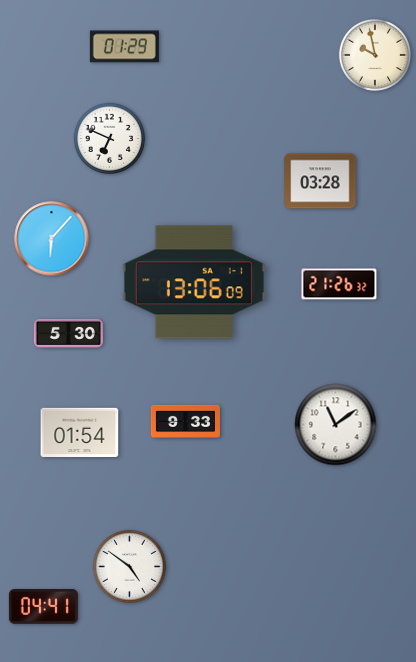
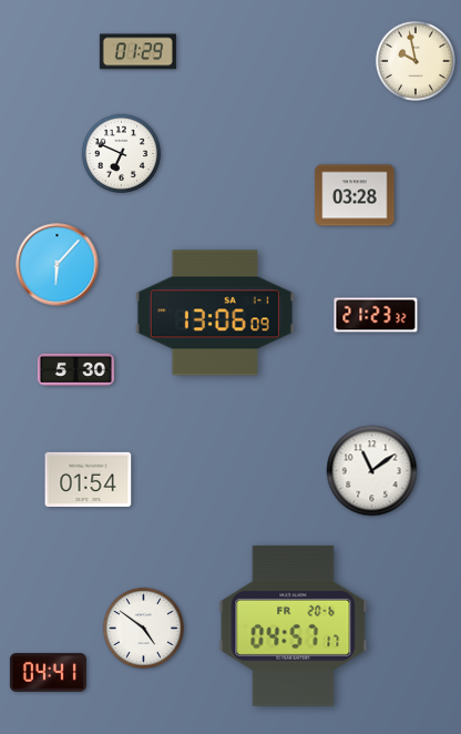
clock at (320, 181) position: (320, 181) -> (355, 195)
clock at (339, 284): 21:26 -> 21:23
clock at (185, 421): 9:33 -> none
clock at (294, 625): none -> 04:57
